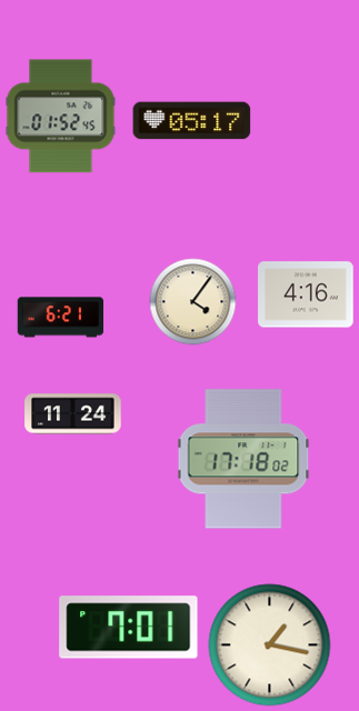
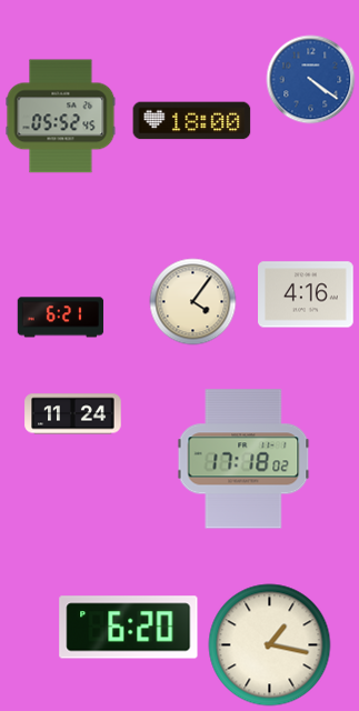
clock at (311, 80): none -> 4:21
clock at (61, 117): 01:52 -> 05:52
clock at (192, 121): 05:17 -> 18:00
clock at (129, 628): 7:01 -> 6:20
